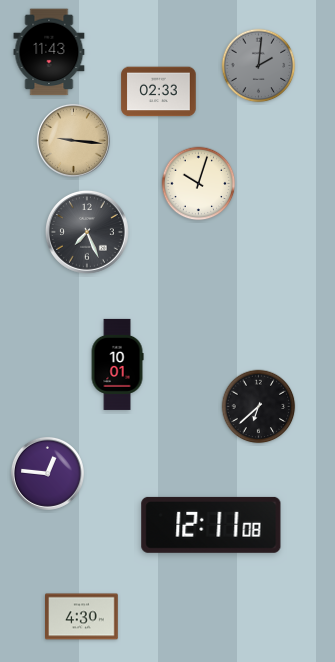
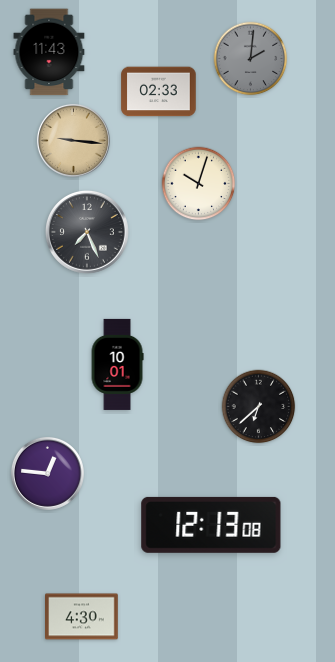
clock at (259, 66) position: (259, 66) -> (251, 59)
clock at (211, 525): 12:11 -> 12:13
